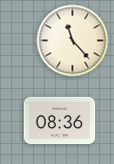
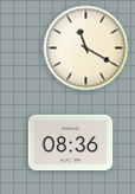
clock at (73, 41): 11:23 -> 11:20
